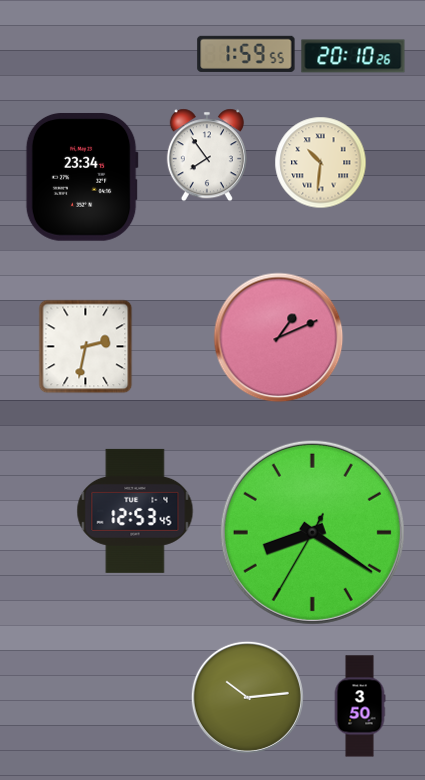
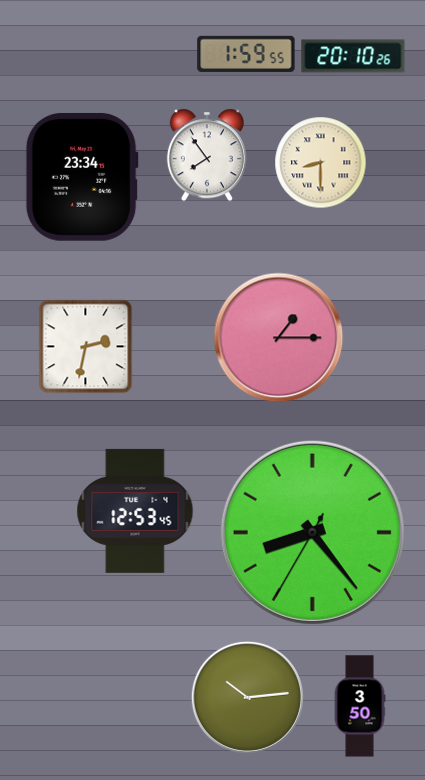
clock at (321, 163): 10:31 -> 8:30
clock at (279, 338): 1:11 -> 1:15
clock at (312, 532): 8:20 -> 8:23
